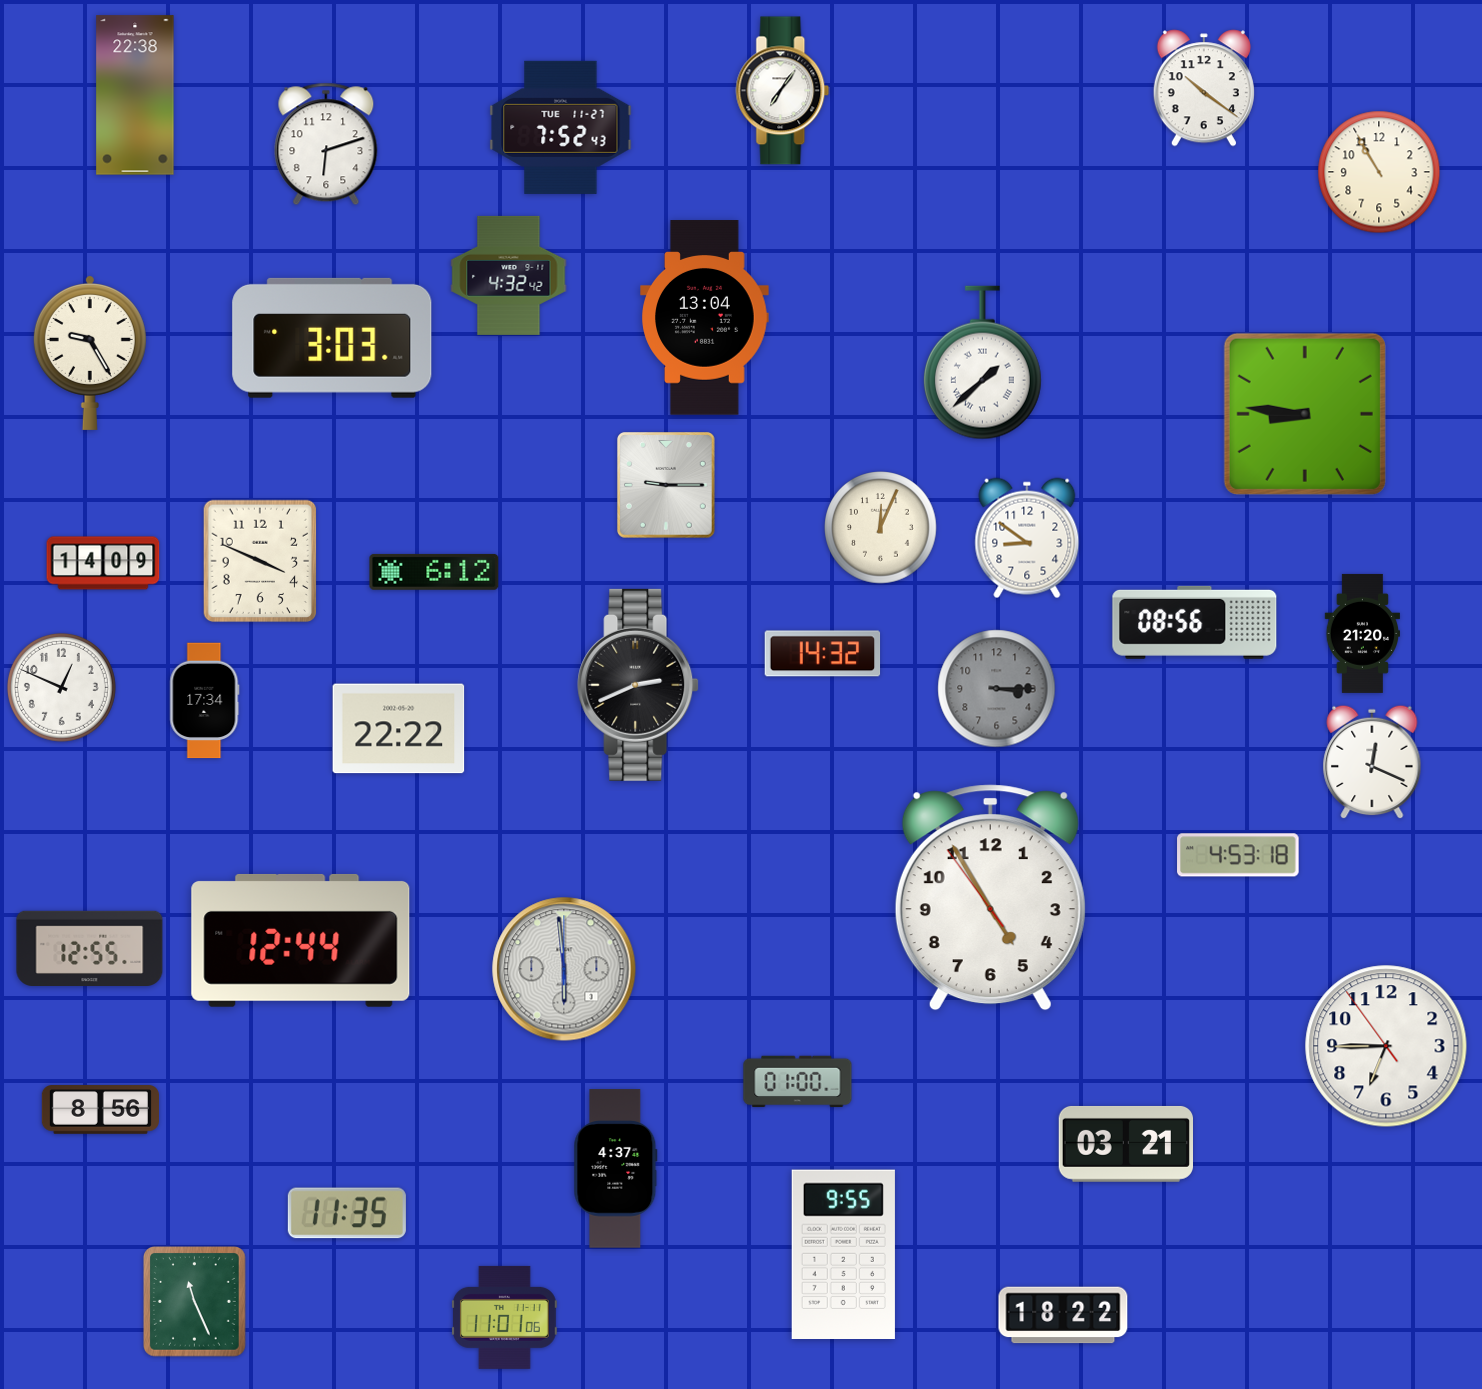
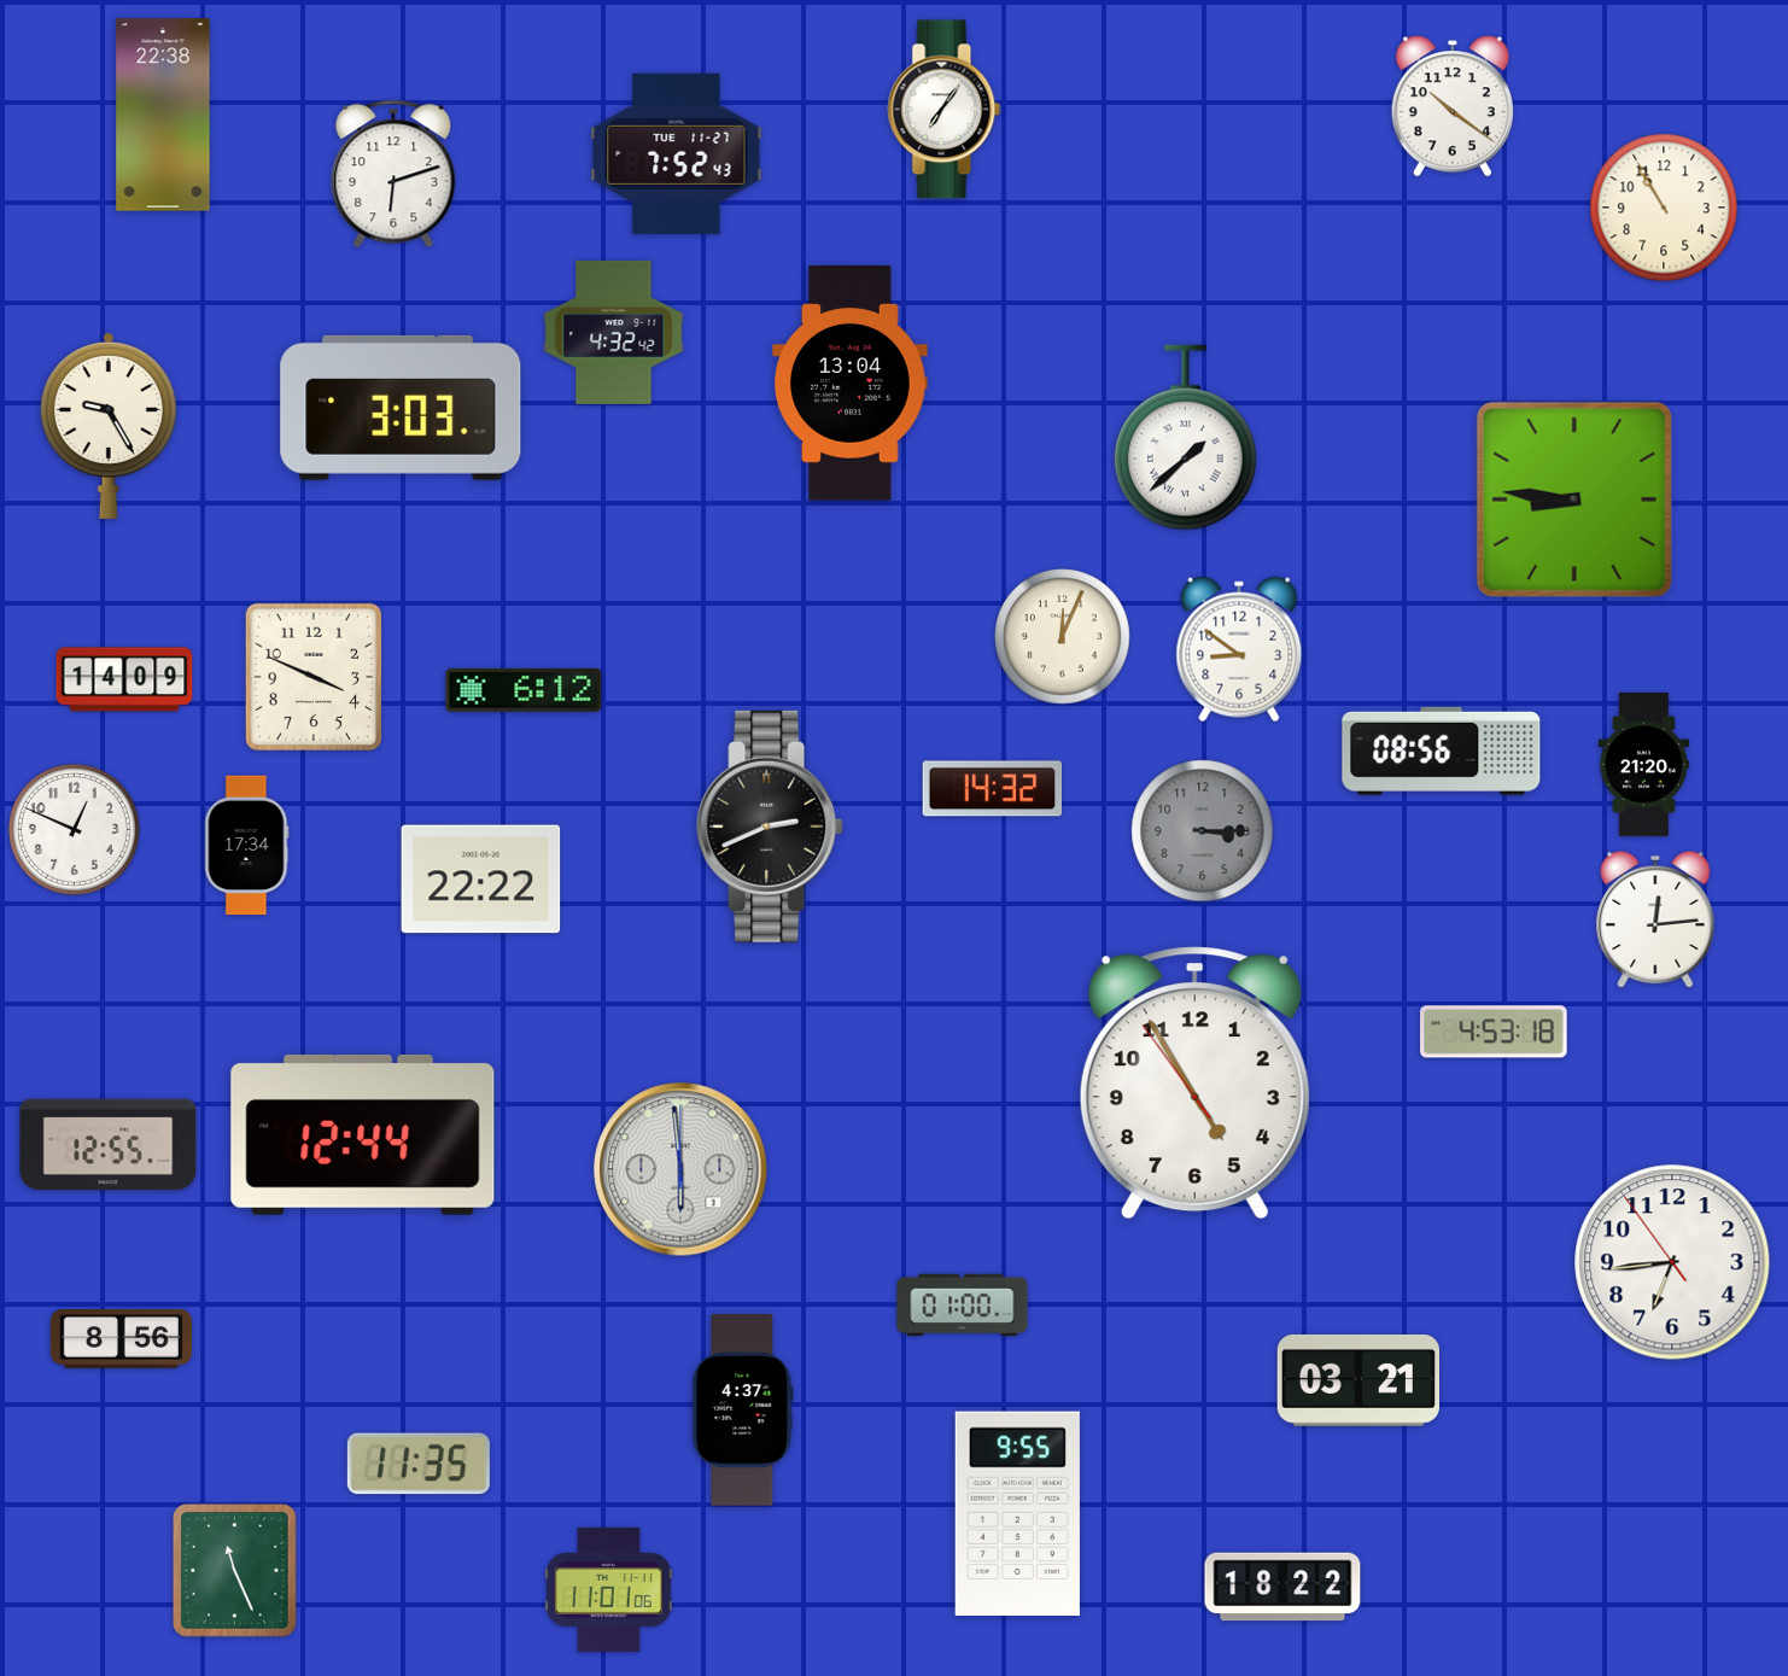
clock at (667, 485): 9:15 -> none
clock at (1372, 762): 12:19 -> 12:14
clock at (1386, 1046): 6:44 -> 6:43
